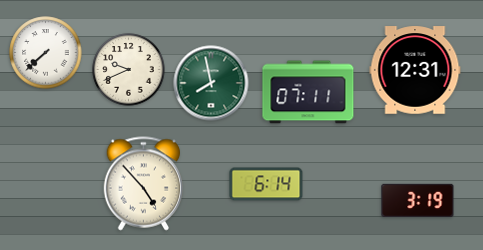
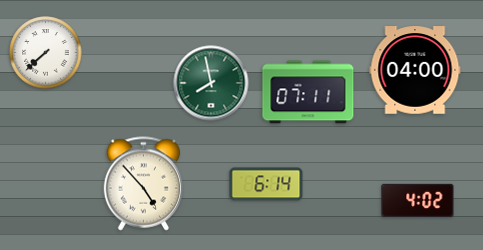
clock at (129, 70): 9:41 -> none
clock at (415, 70): 12:31 -> 04:00
clock at (418, 200): 3:19 -> 4:02
